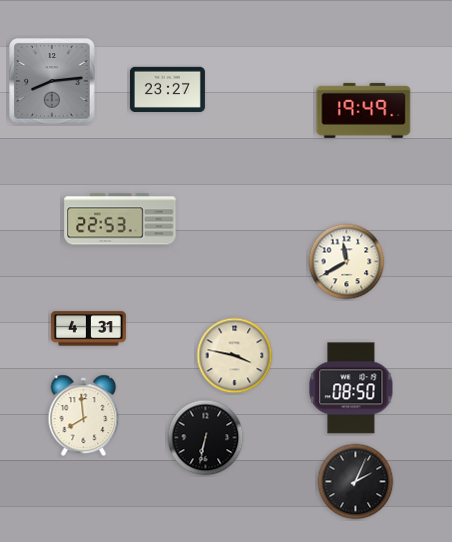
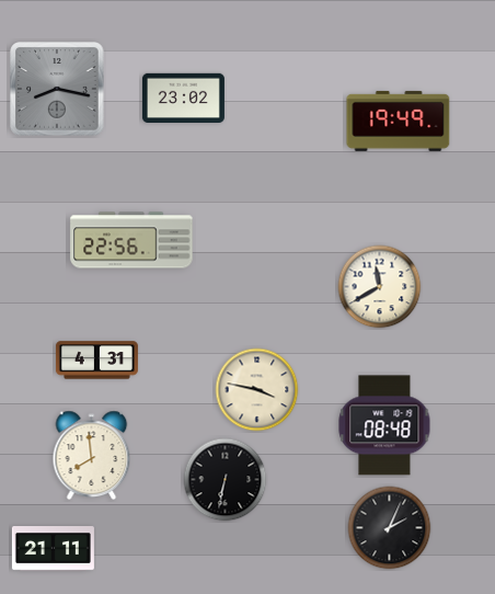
clock at (52, 81): 8:14 -> 8:17
clock at (167, 89): 23:27 -> 23:02
clock at (120, 219): 22:53 -> 22:56
clock at (351, 388): 08:50 -> 08:48
clock at (53, 549): none -> 21:11
